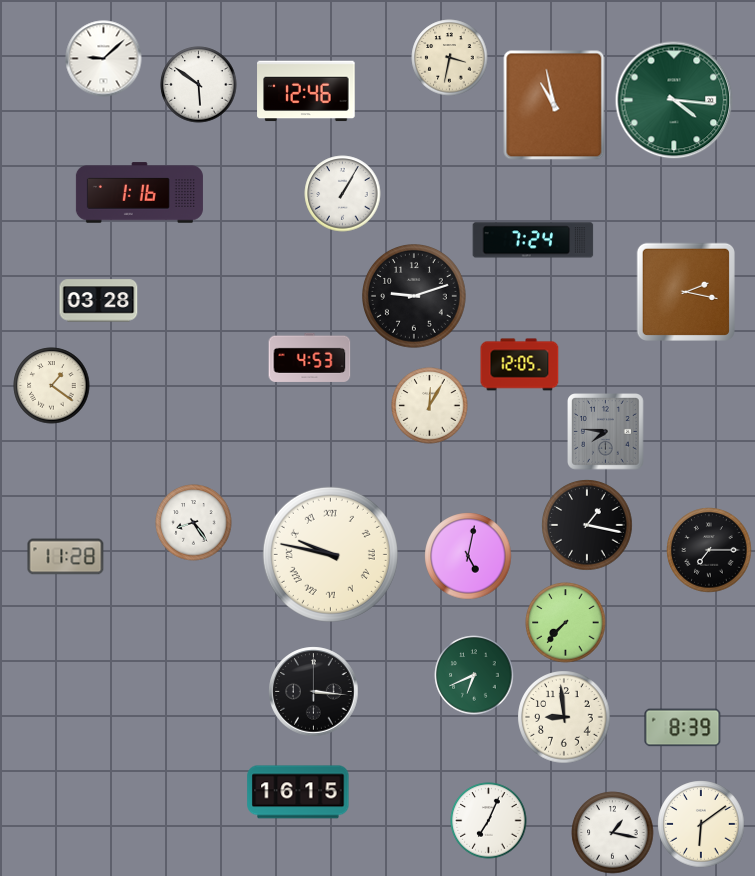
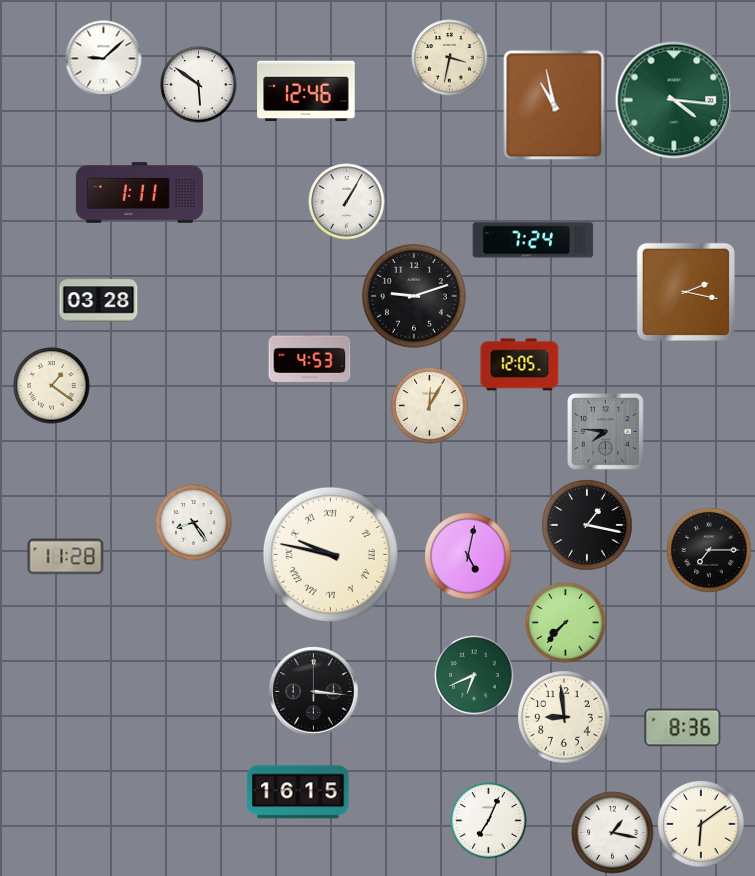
clock at (139, 193): 1:16 -> 1:11
clock at (343, 194) position: (343, 194) -> (347, 202)
clock at (683, 728): 8:39 -> 8:36
